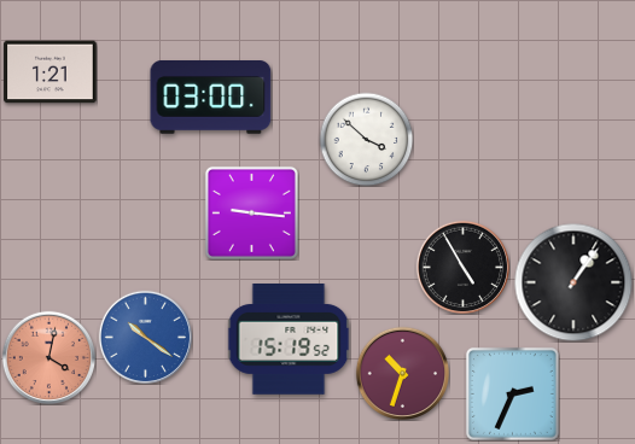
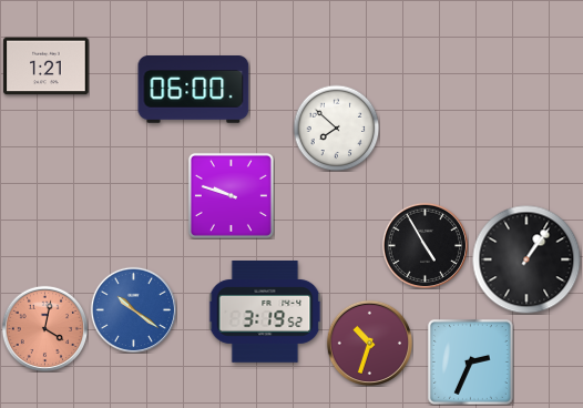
clock at (211, 98): 03:00 -> 06:00
clock at (366, 139): 3:52 -> 7:52
clock at (251, 212): 9:16 -> 9:48
clock at (289, 340): 15:19 -> 3:19
